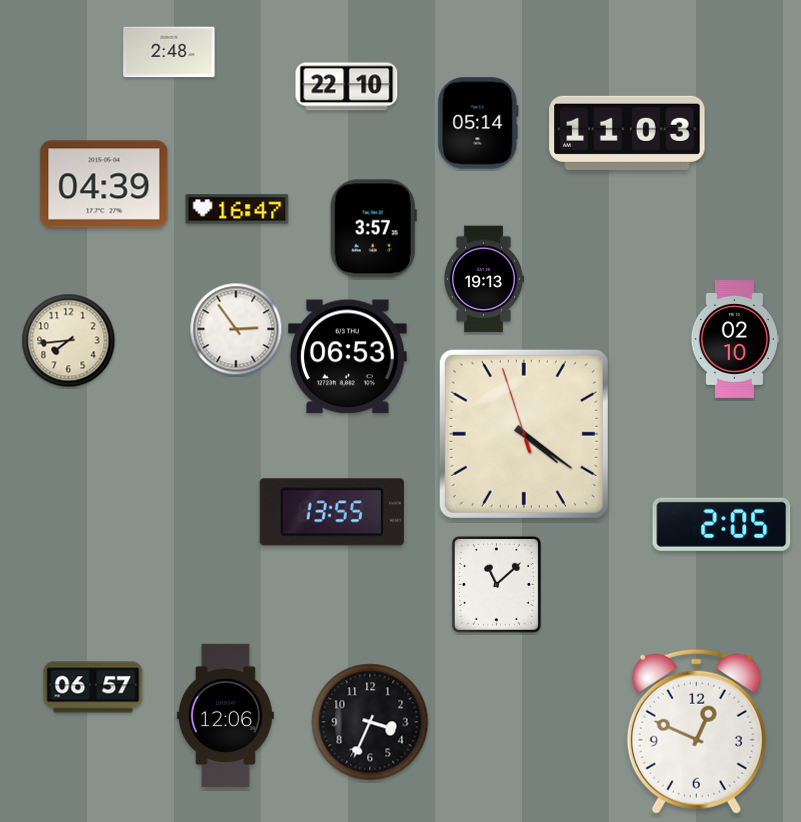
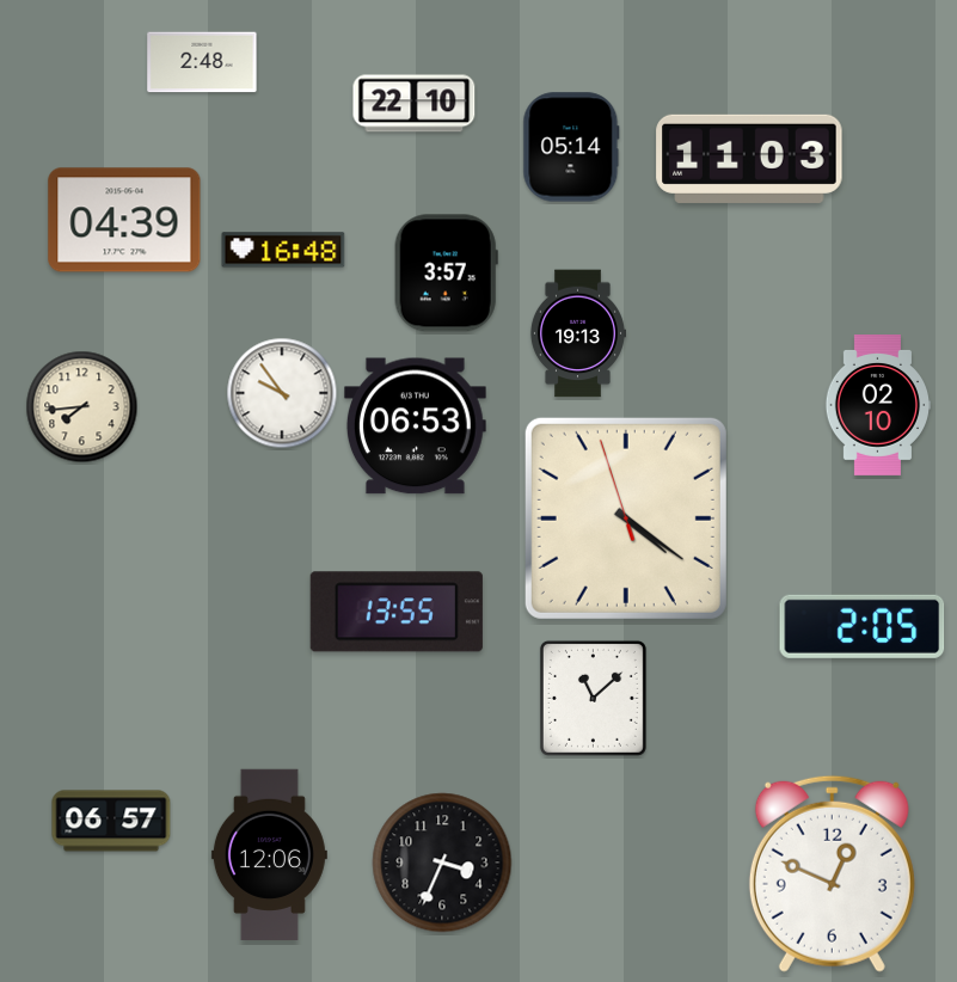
clock at (237, 209): 16:47 -> 16:48
clock at (236, 329): 2:54 -> 9:54
